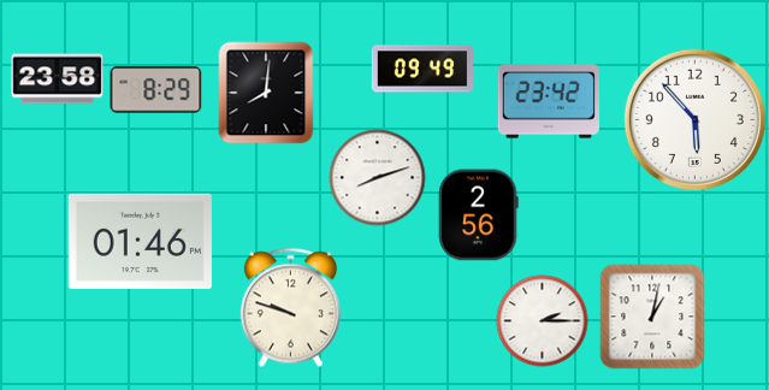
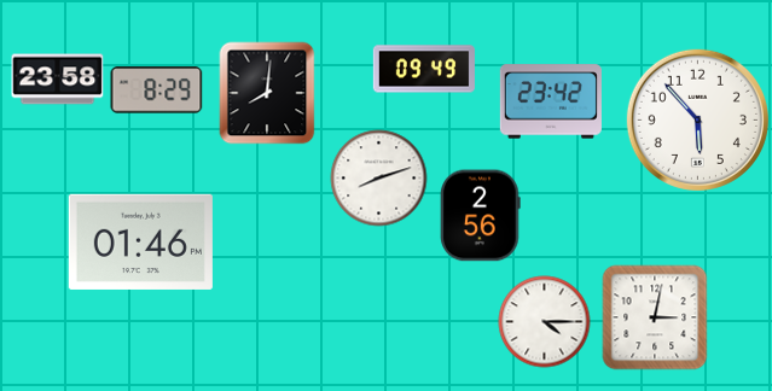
clock at (290, 308): 9:48 -> none
clock at (652, 317): 1:02 -> 3:02
clock at (543, 321): 2:15 -> 4:15
